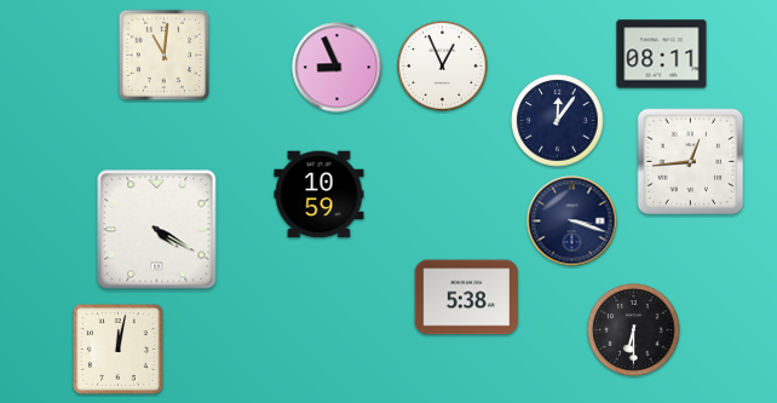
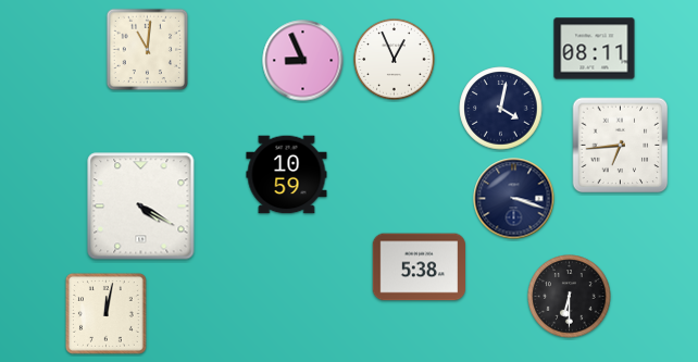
clock at (443, 67) position: (443, 67) -> (395, 60)
clock at (558, 121): 12:06 -> 4:02
clock at (691, 162): 12:44 -> 6:44
